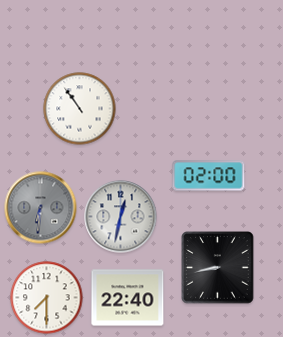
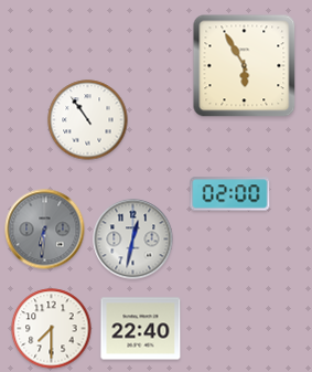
clock at (245, 66): none -> 5:55
clock at (218, 268): 8:43 -> none
